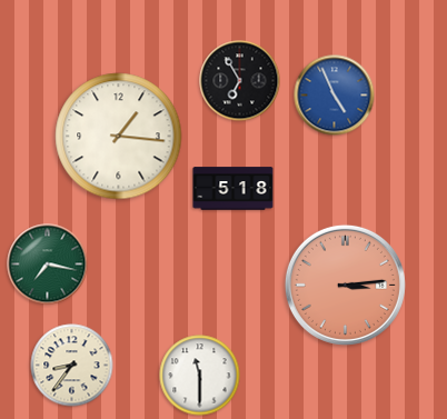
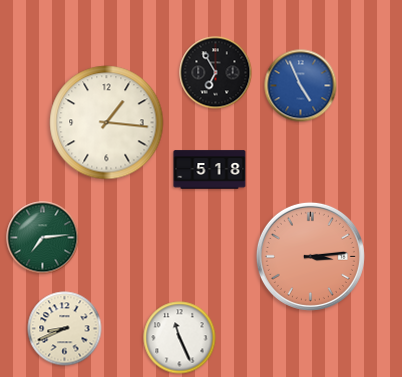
clock at (48, 265): 7:17 -> 7:14
clock at (72, 366): 8:36 -> 8:41
clock at (200, 376): 11:30 -> 11:26
